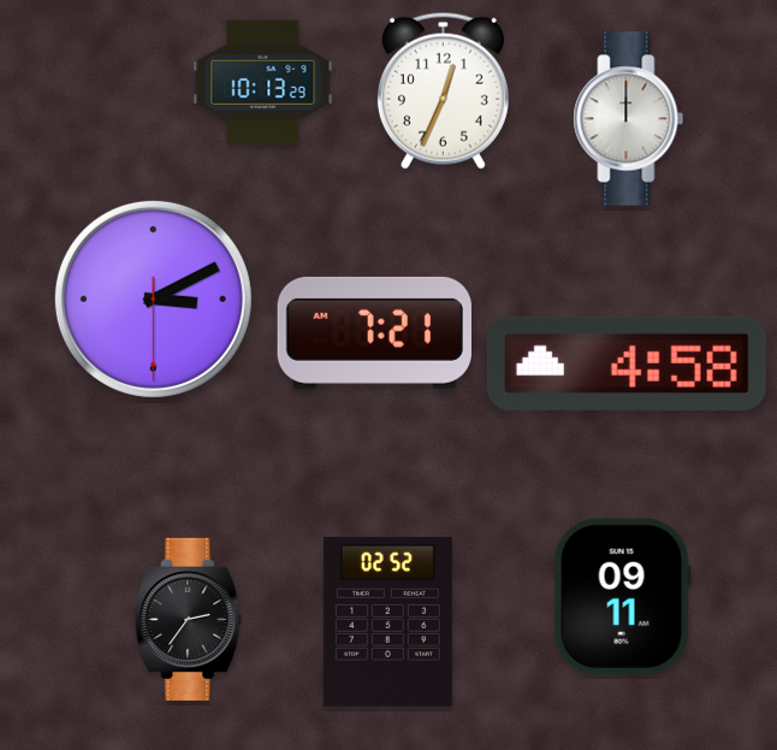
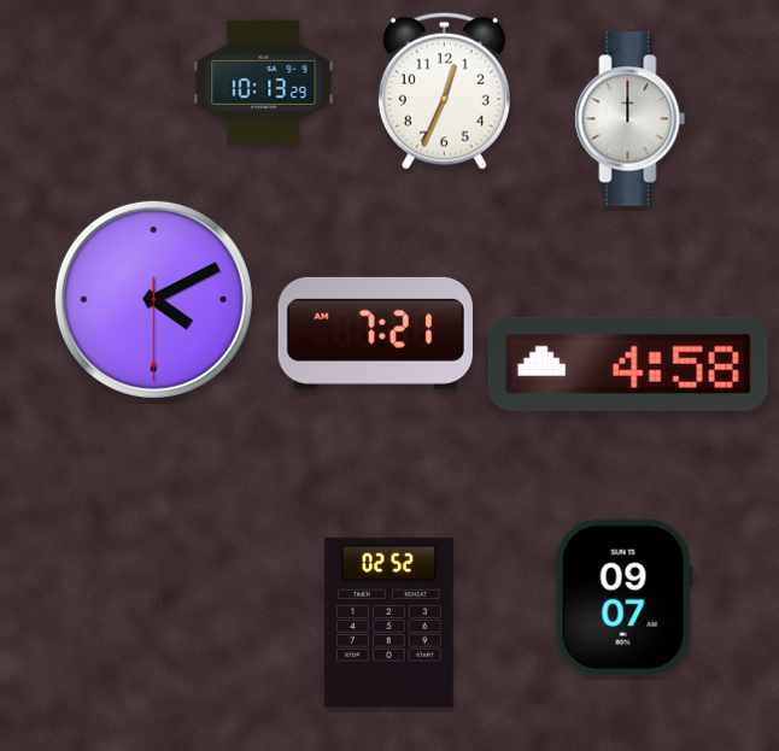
clock at (153, 299): 3:10 -> 4:10
clock at (622, 597): 09:11 -> 09:07
clock at (189, 619): 2:36 -> none
